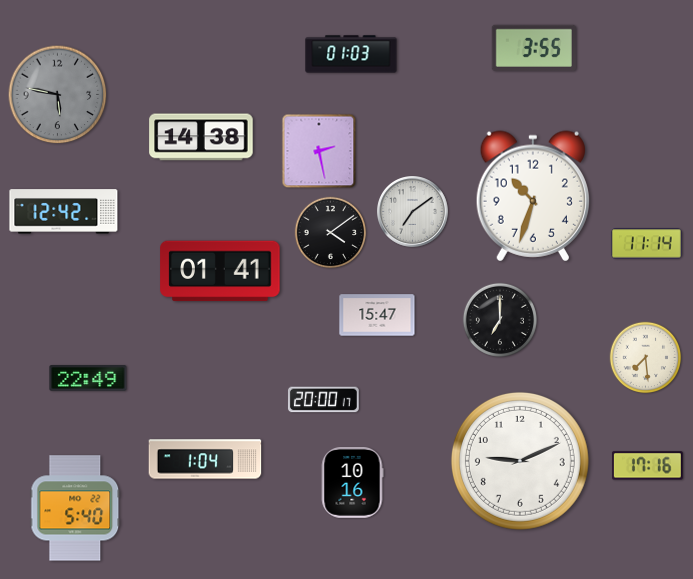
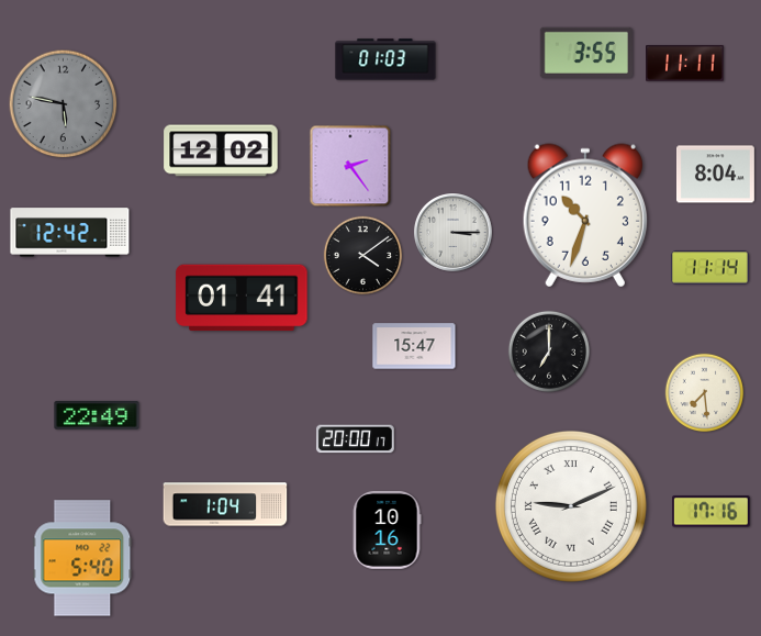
clock at (685, 64): none -> 11:11
clock at (201, 137): 14:38 -> 12:02
clock at (319, 151): 2:28 -> 2:24
clock at (716, 175): none -> 8:04
clock at (413, 212): 7:09 -> 3:15
clock at (646, 358) position: (646, 358) -> (705, 393)
clock at (520, 461) numerals: Arabic -> Roman
